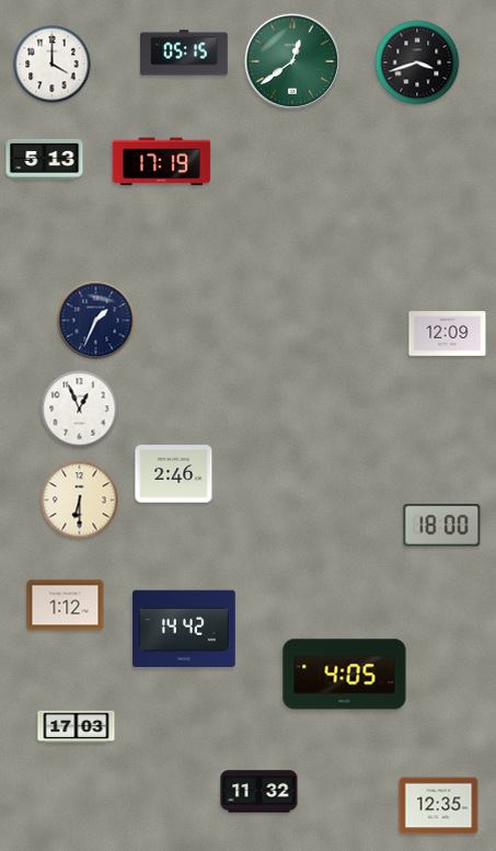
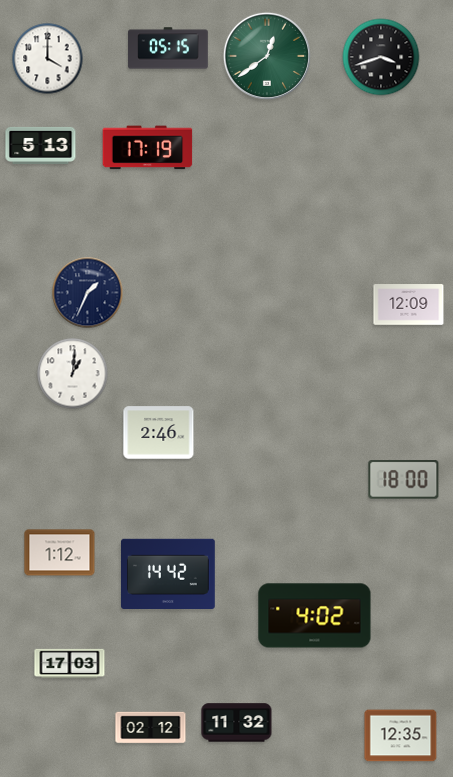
clock at (80, 410): 12:56 -> 1:01
clock at (80, 501): 6:30 -> none
clock at (345, 675): 4:05 -> 4:02
clock at (151, 728): none -> 02:12
